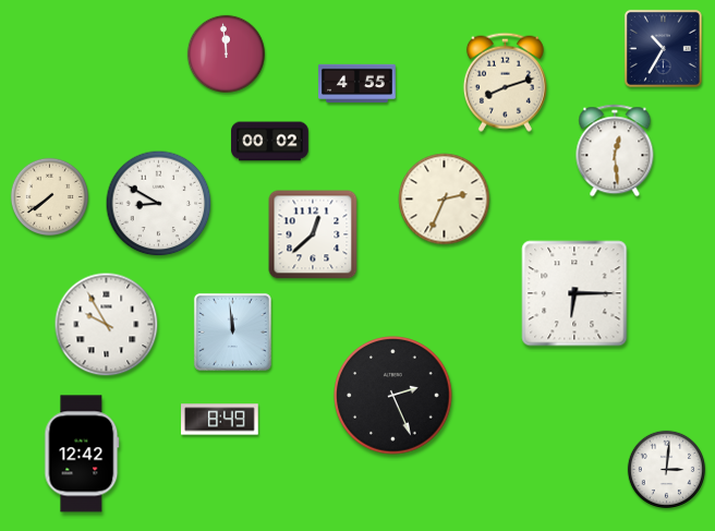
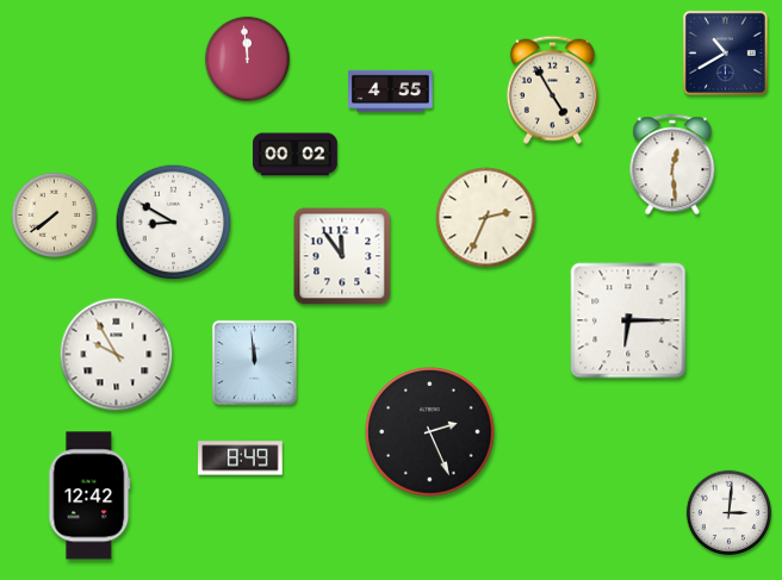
clock at (663, 48): 10:35 -> 10:40
clock at (505, 82): 8:12 -> 4:55
clock at (313, 234): 12:38 -> 11:54
